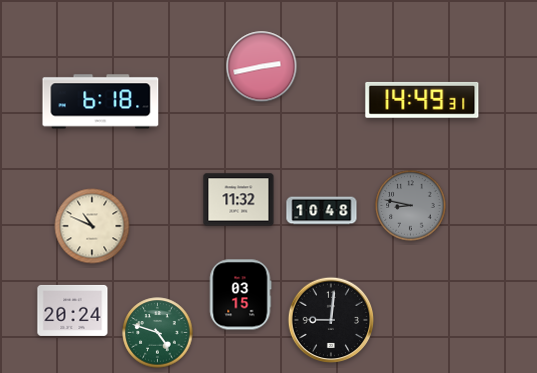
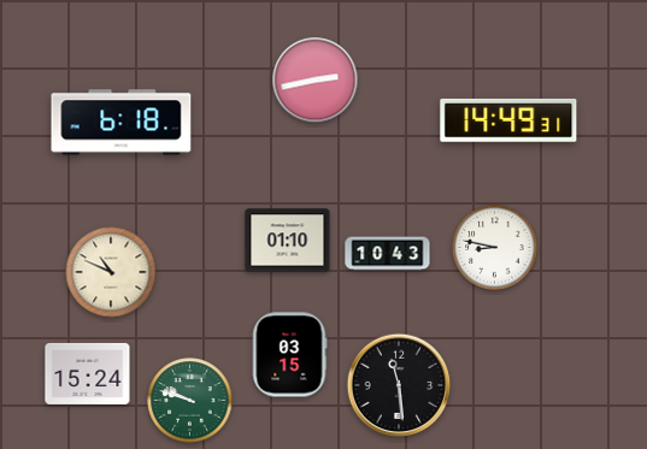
clock at (239, 200): 11:32 -> 01:10
clock at (411, 206) dial: grey -> white
clock at (322, 211): 10:48 -> 10:43
clock at (73, 310): 20:24 -> 15:24
clock at (331, 320): 9:01 -> 11:29
clock at (158, 333): 4:48 -> 9:48
